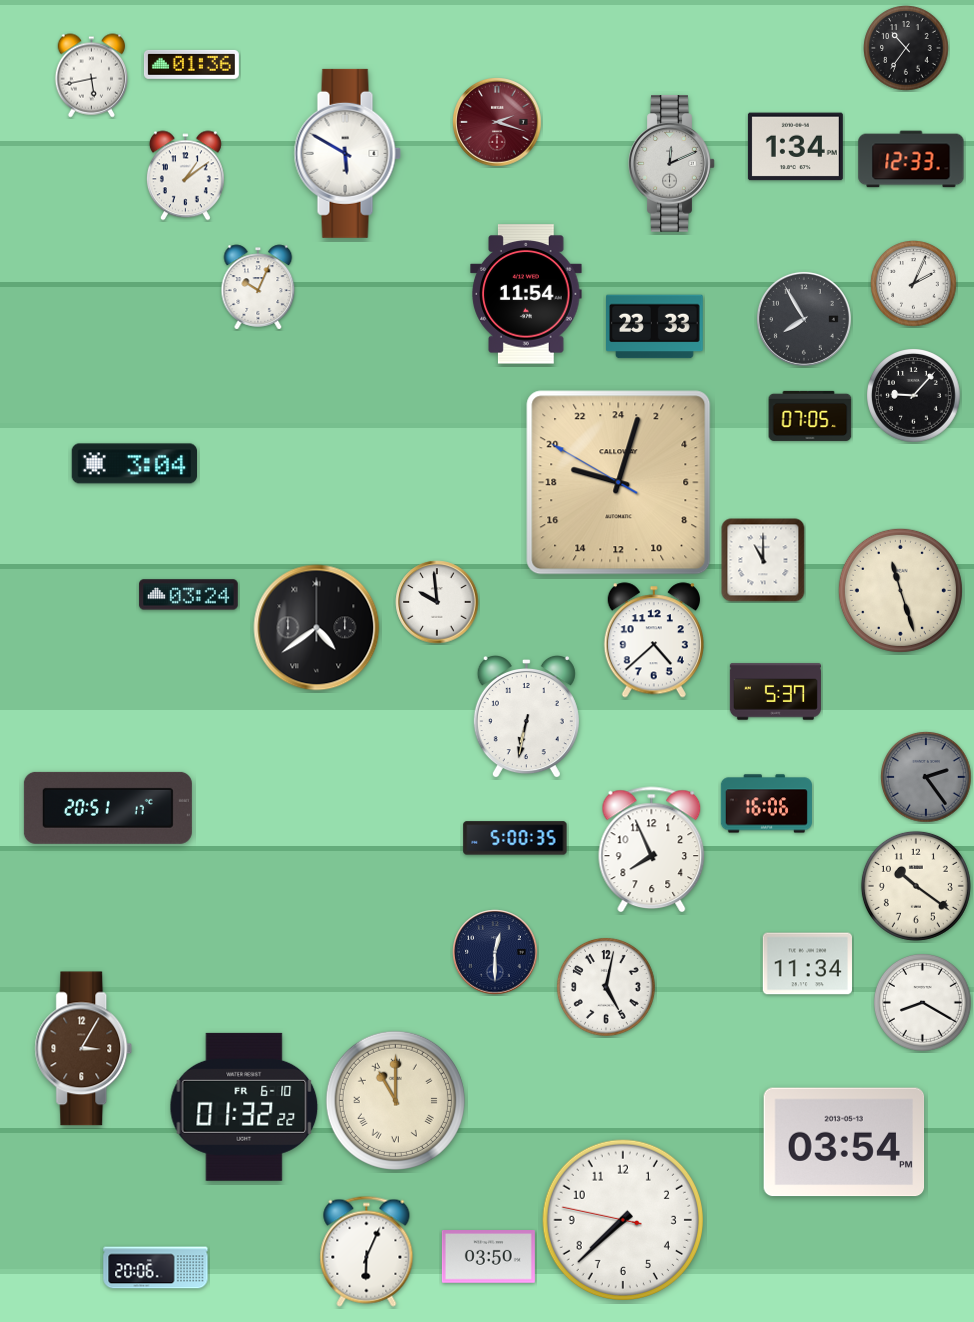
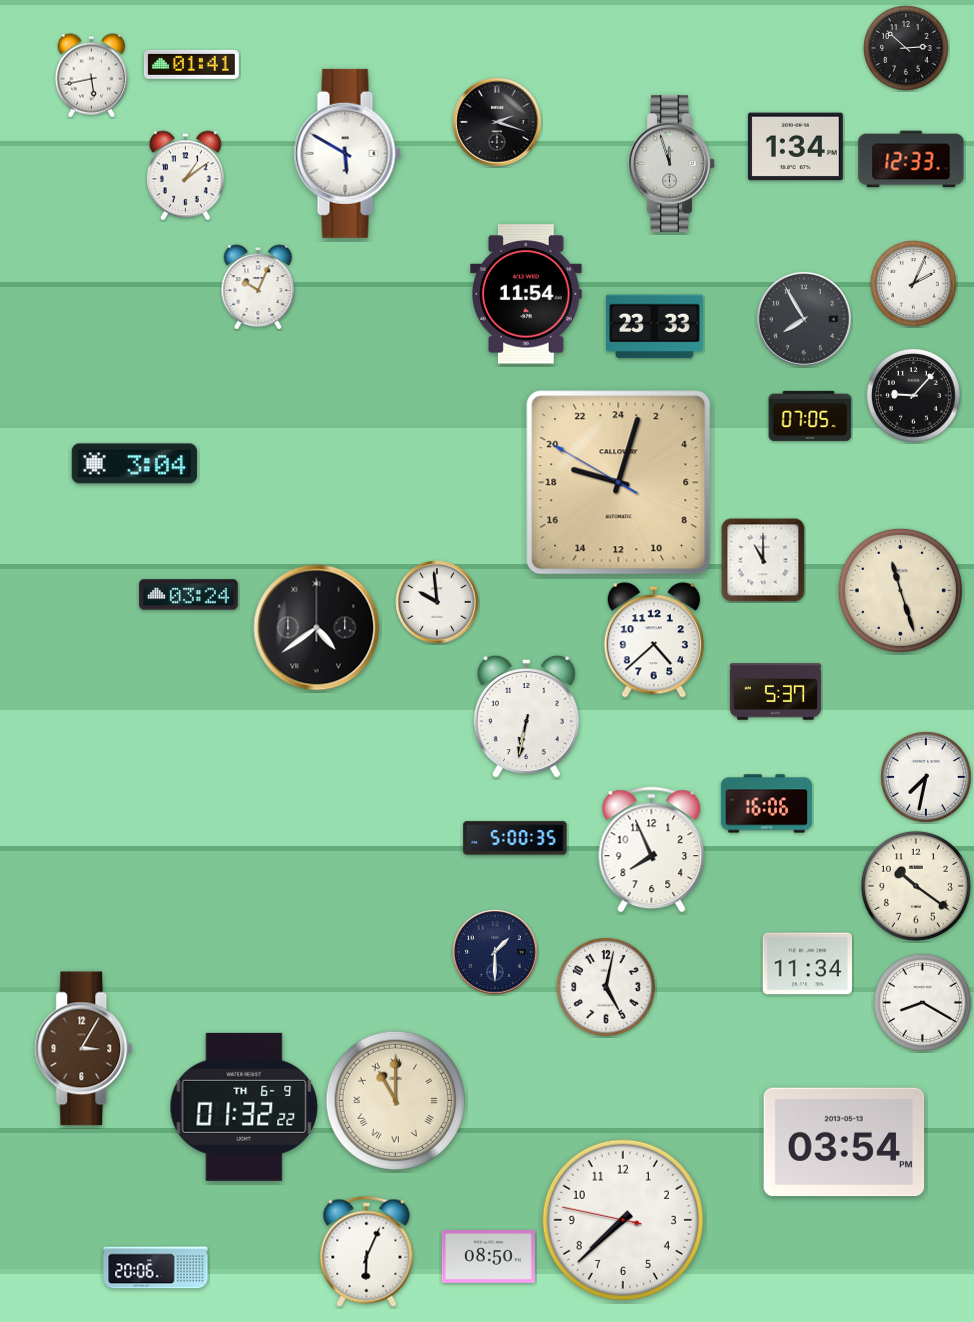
clock at (906, 48): 10:36 -> 2:52
clock at (191, 64): 01:36 -> 01:41
clock at (497, 122) dial: burgundy -> black
clock at (672, 164): 12:11 -> 11:57
clock at (926, 777): 2:24 -> 7:32
clock at (926, 777) dial: grey -> white
clock at (108, 808): 20:51 -> none
clock at (495, 952): 12:30 -> 1:30
clock at (244, 1107) date: FR 6-10 -> TH 6-9
clock at (488, 1257): 03:50 -> 08:50
